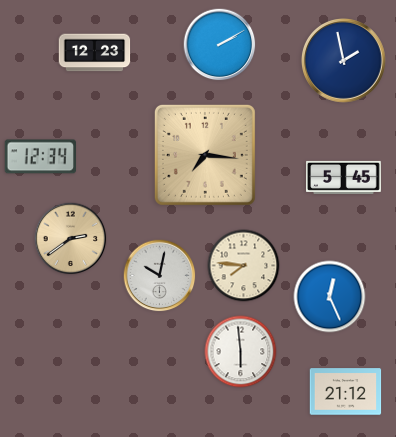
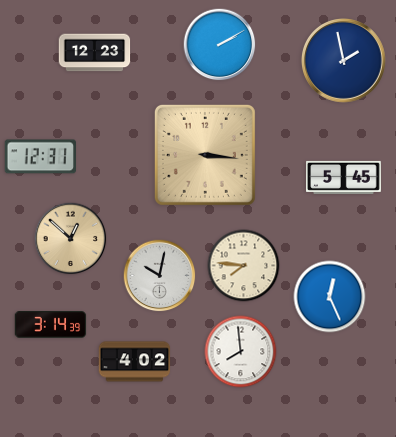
clock at (205, 155): 7:16 -> 3:16
clock at (41, 157): 12:34 -> 12:31
clock at (71, 239): 2:39 -> 12:52
clock at (51, 325): none -> 3:14
clock at (241, 352): 5:59 -> 7:59
clock at (135, 362): none -> 4:02
clock at (346, 392): 21:12 -> none
